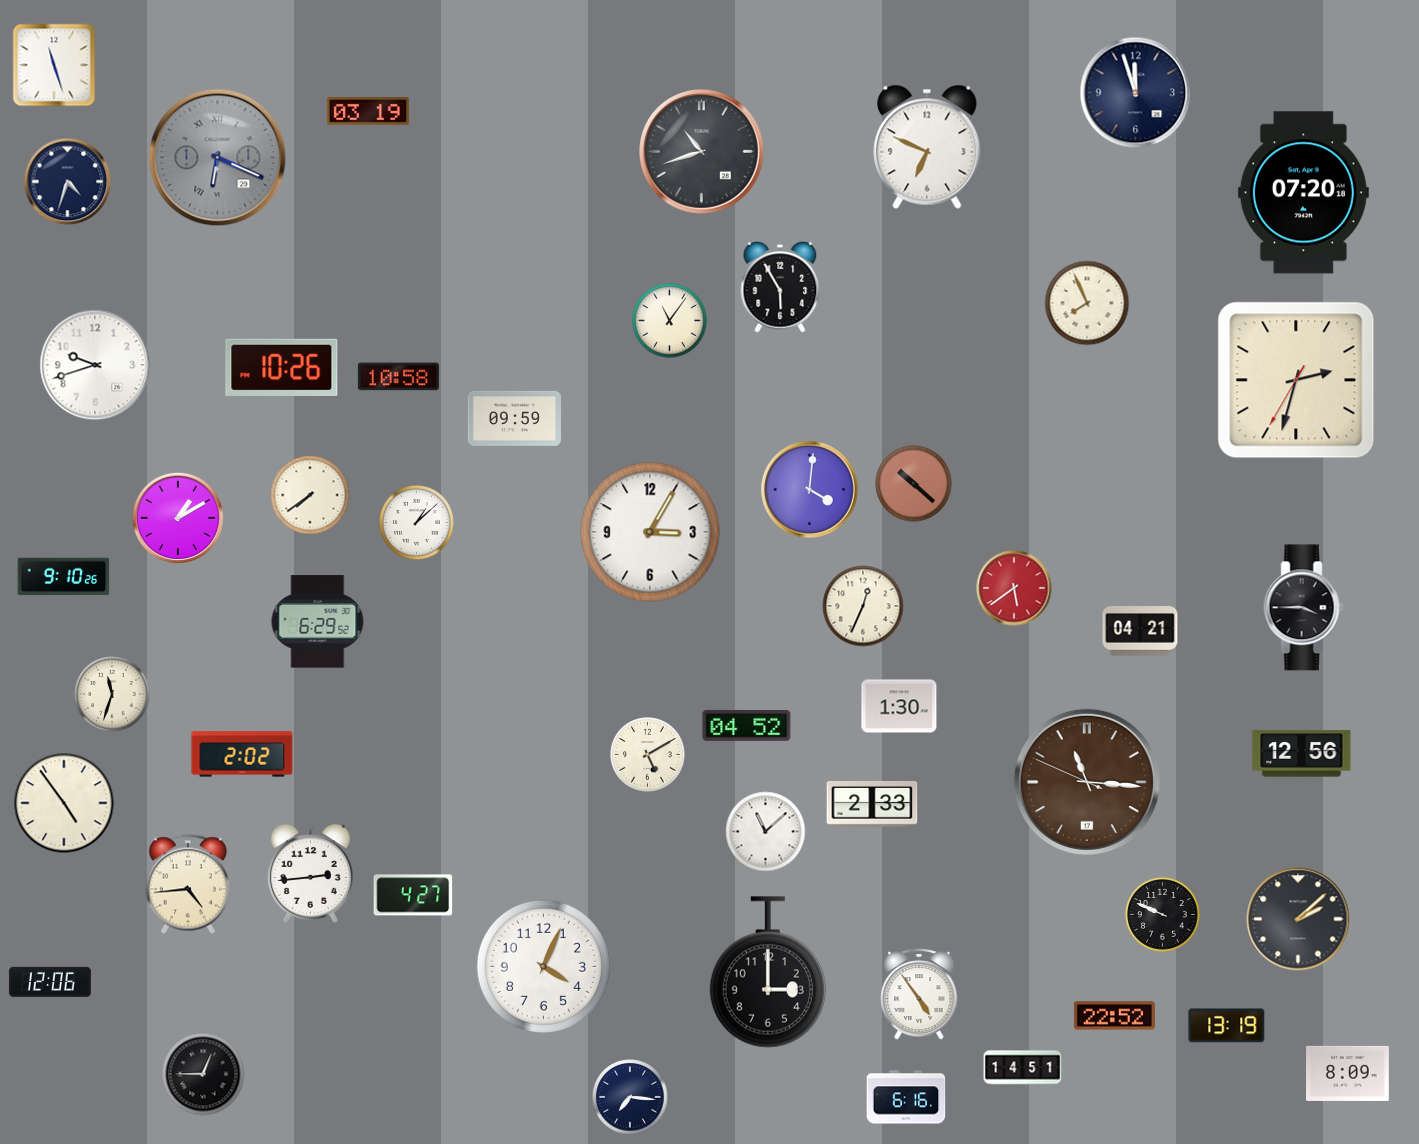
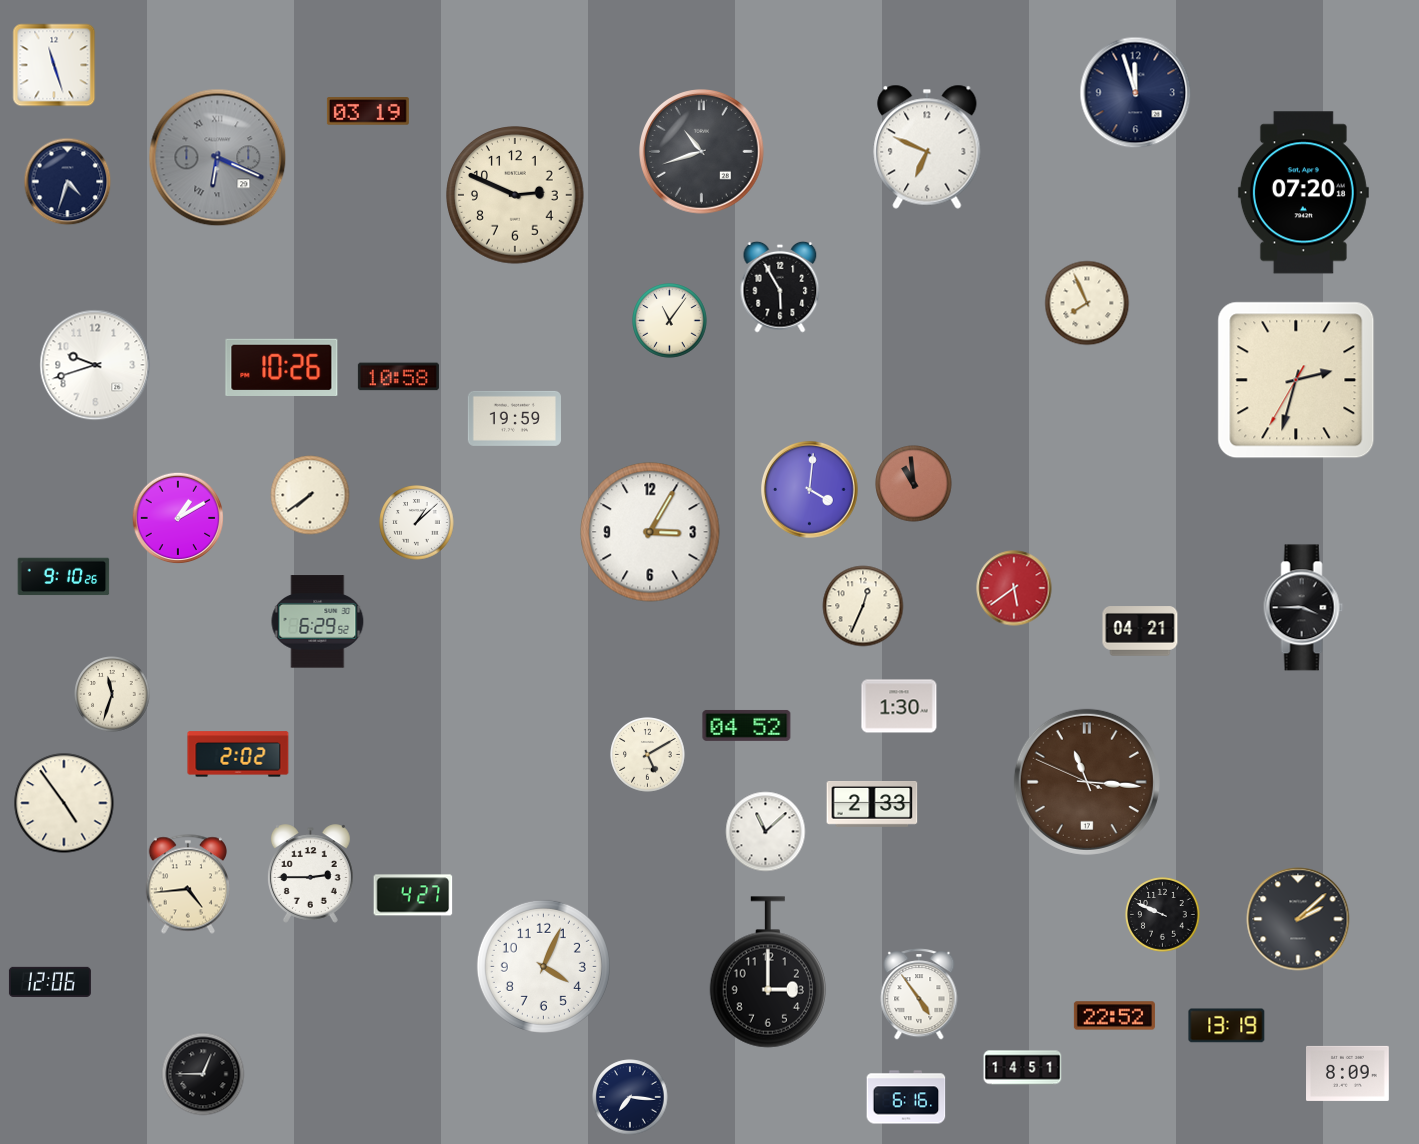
clock at (515, 195): none -> 2:49
clock at (514, 418): 09:59 -> 19:59
clock at (914, 484): 10:22 -> 10:59
clock at (242, 754) position: (242, 754) -> (238, 754)
clock at (1302, 754): 12:56 -> none
clock at (310, 874): 2:44 -> 2:45
